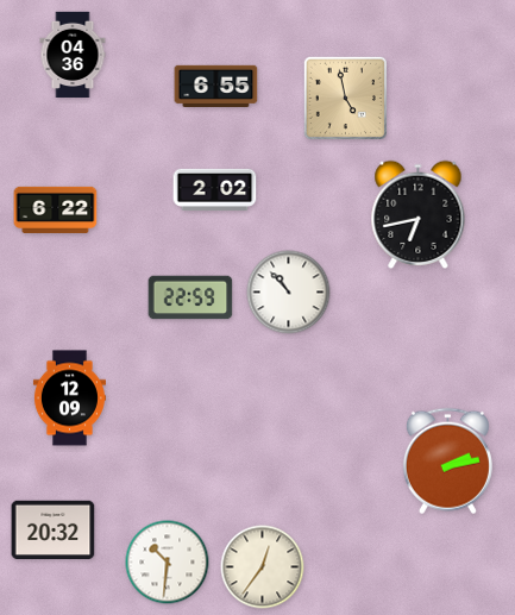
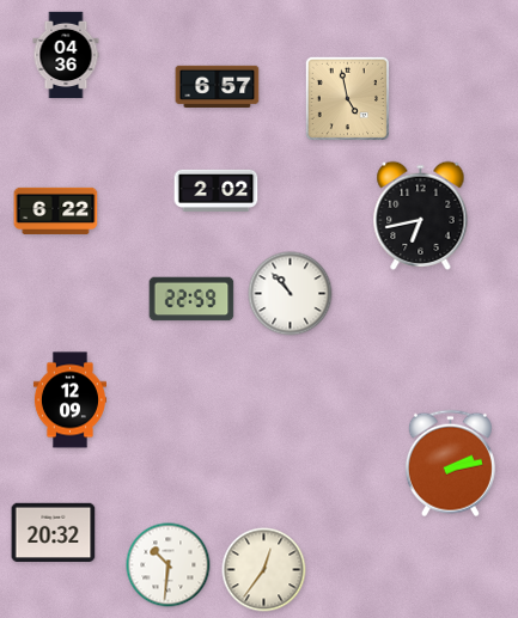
clock at (73, 55) position: (73, 55) -> (66, 55)
clock at (216, 86): 6:55 -> 6:57
